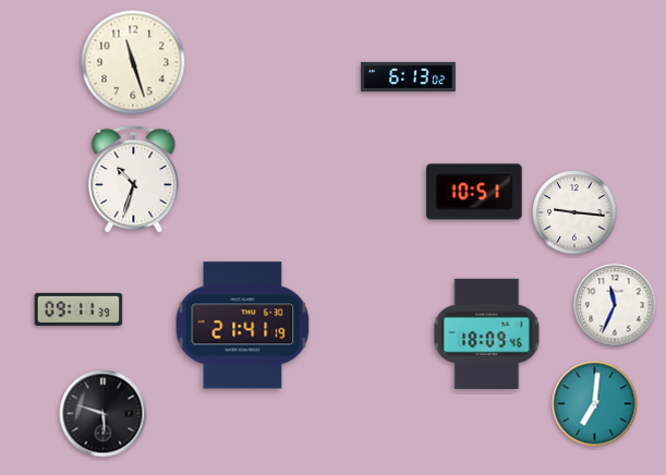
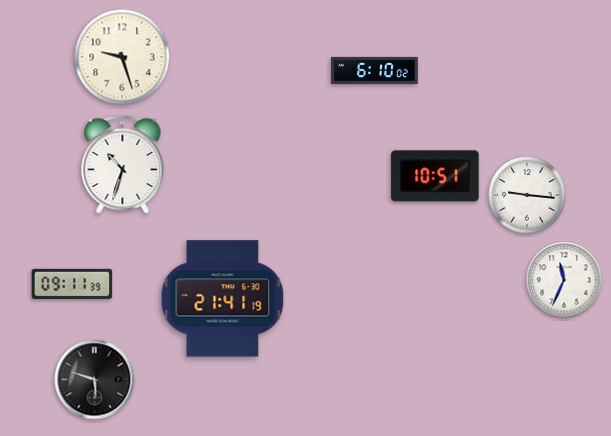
clock at (133, 62): 11:27 -> 9:27
clock at (409, 76): 6:13 -> 6:10
clock at (487, 333): 18:09 -> none
clock at (595, 404): 7:01 -> none
